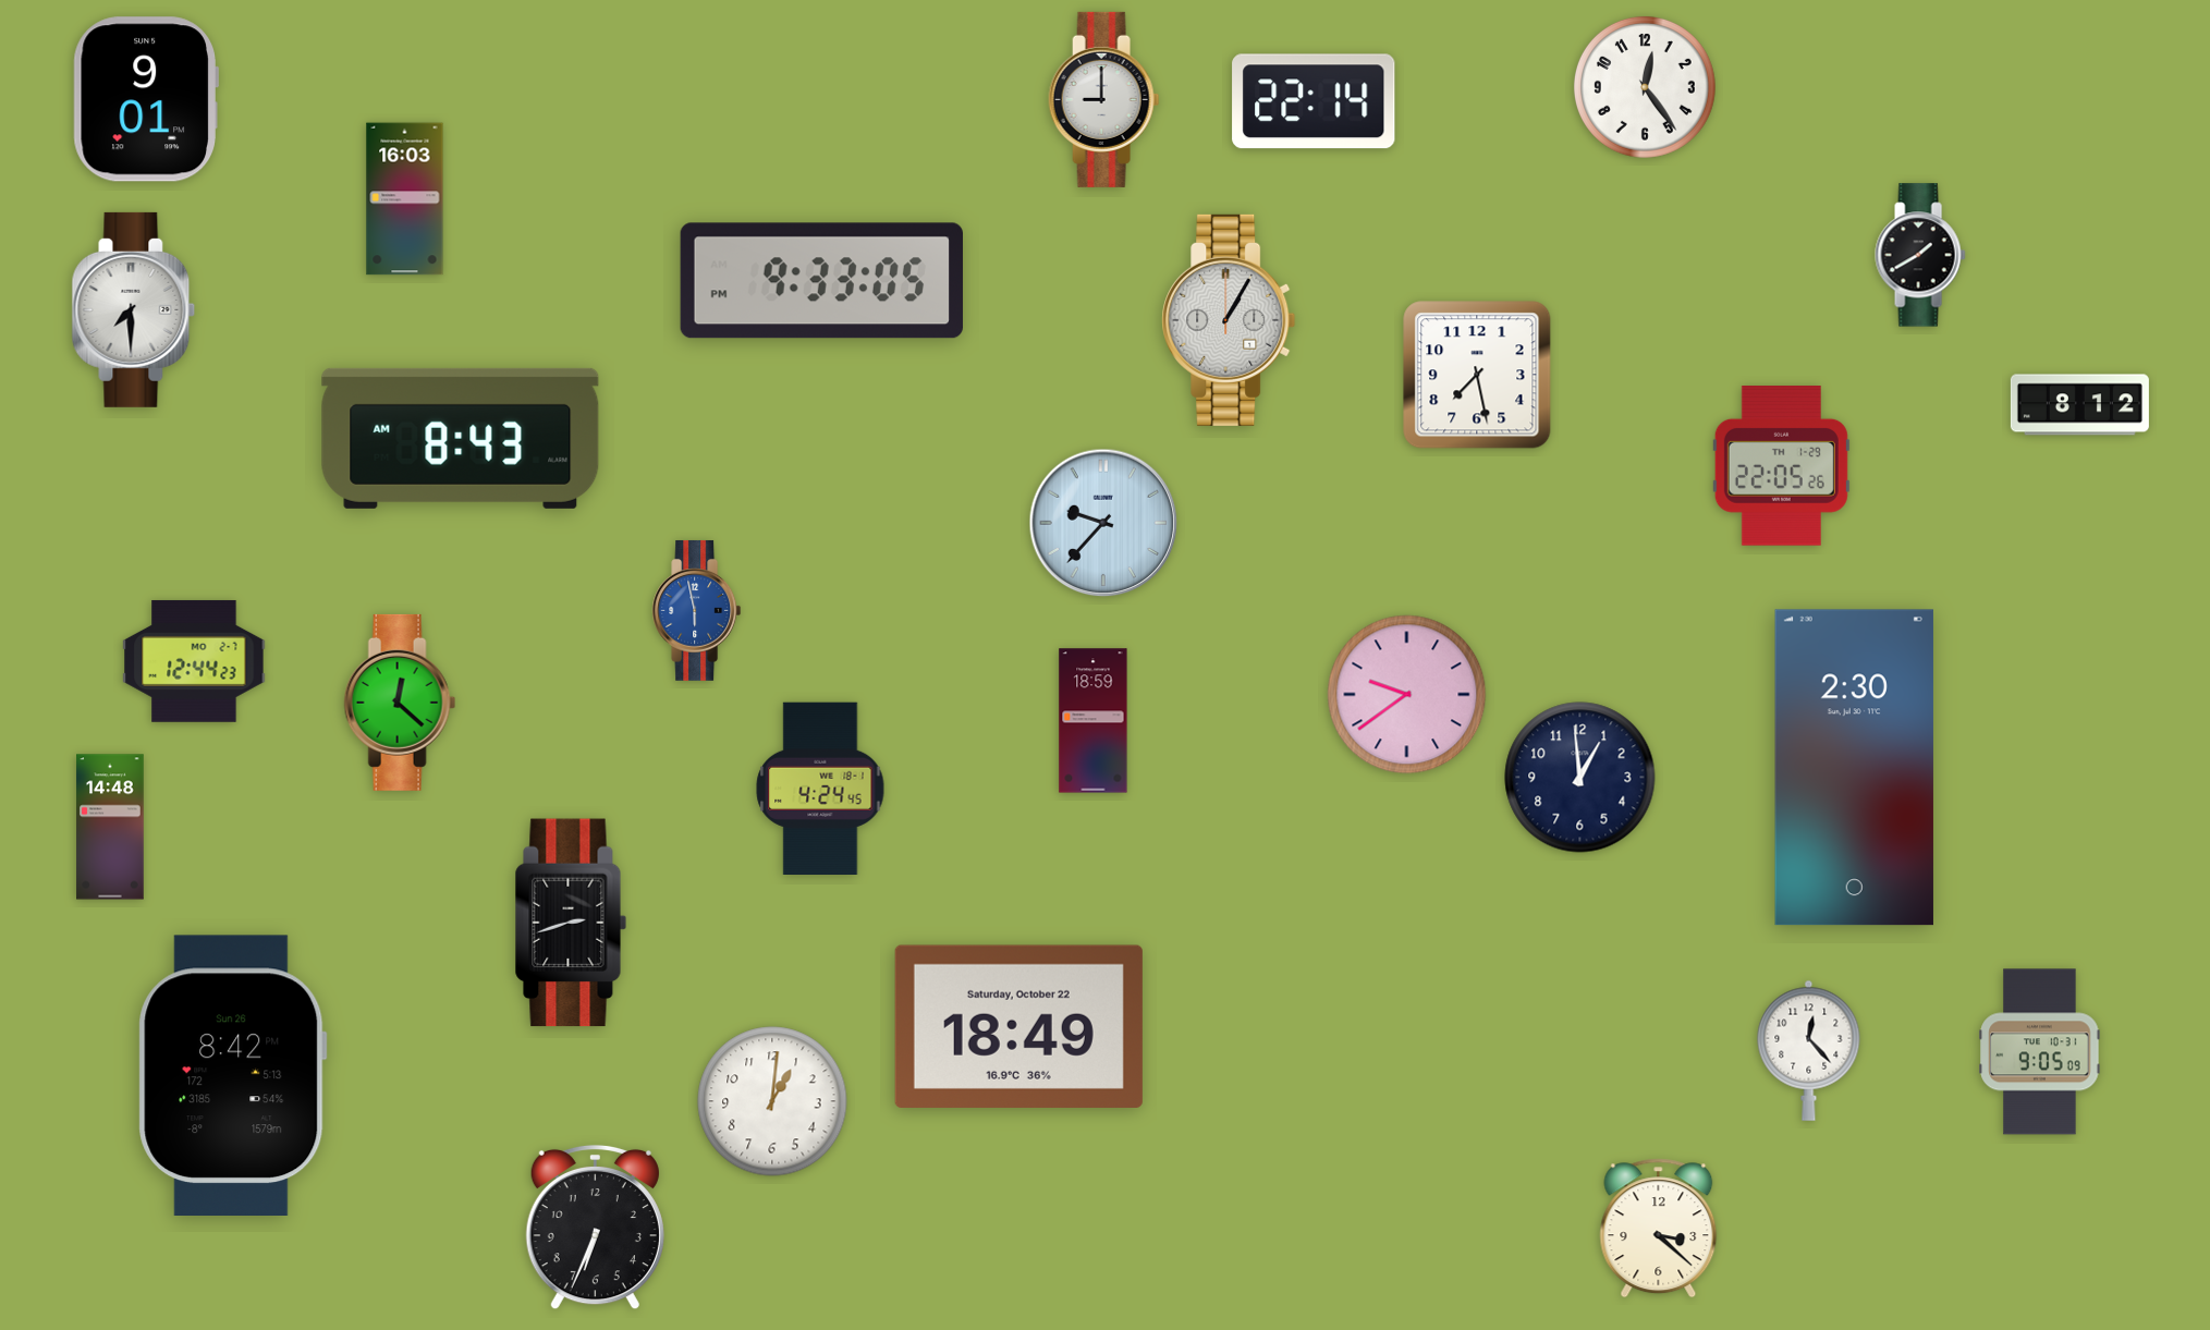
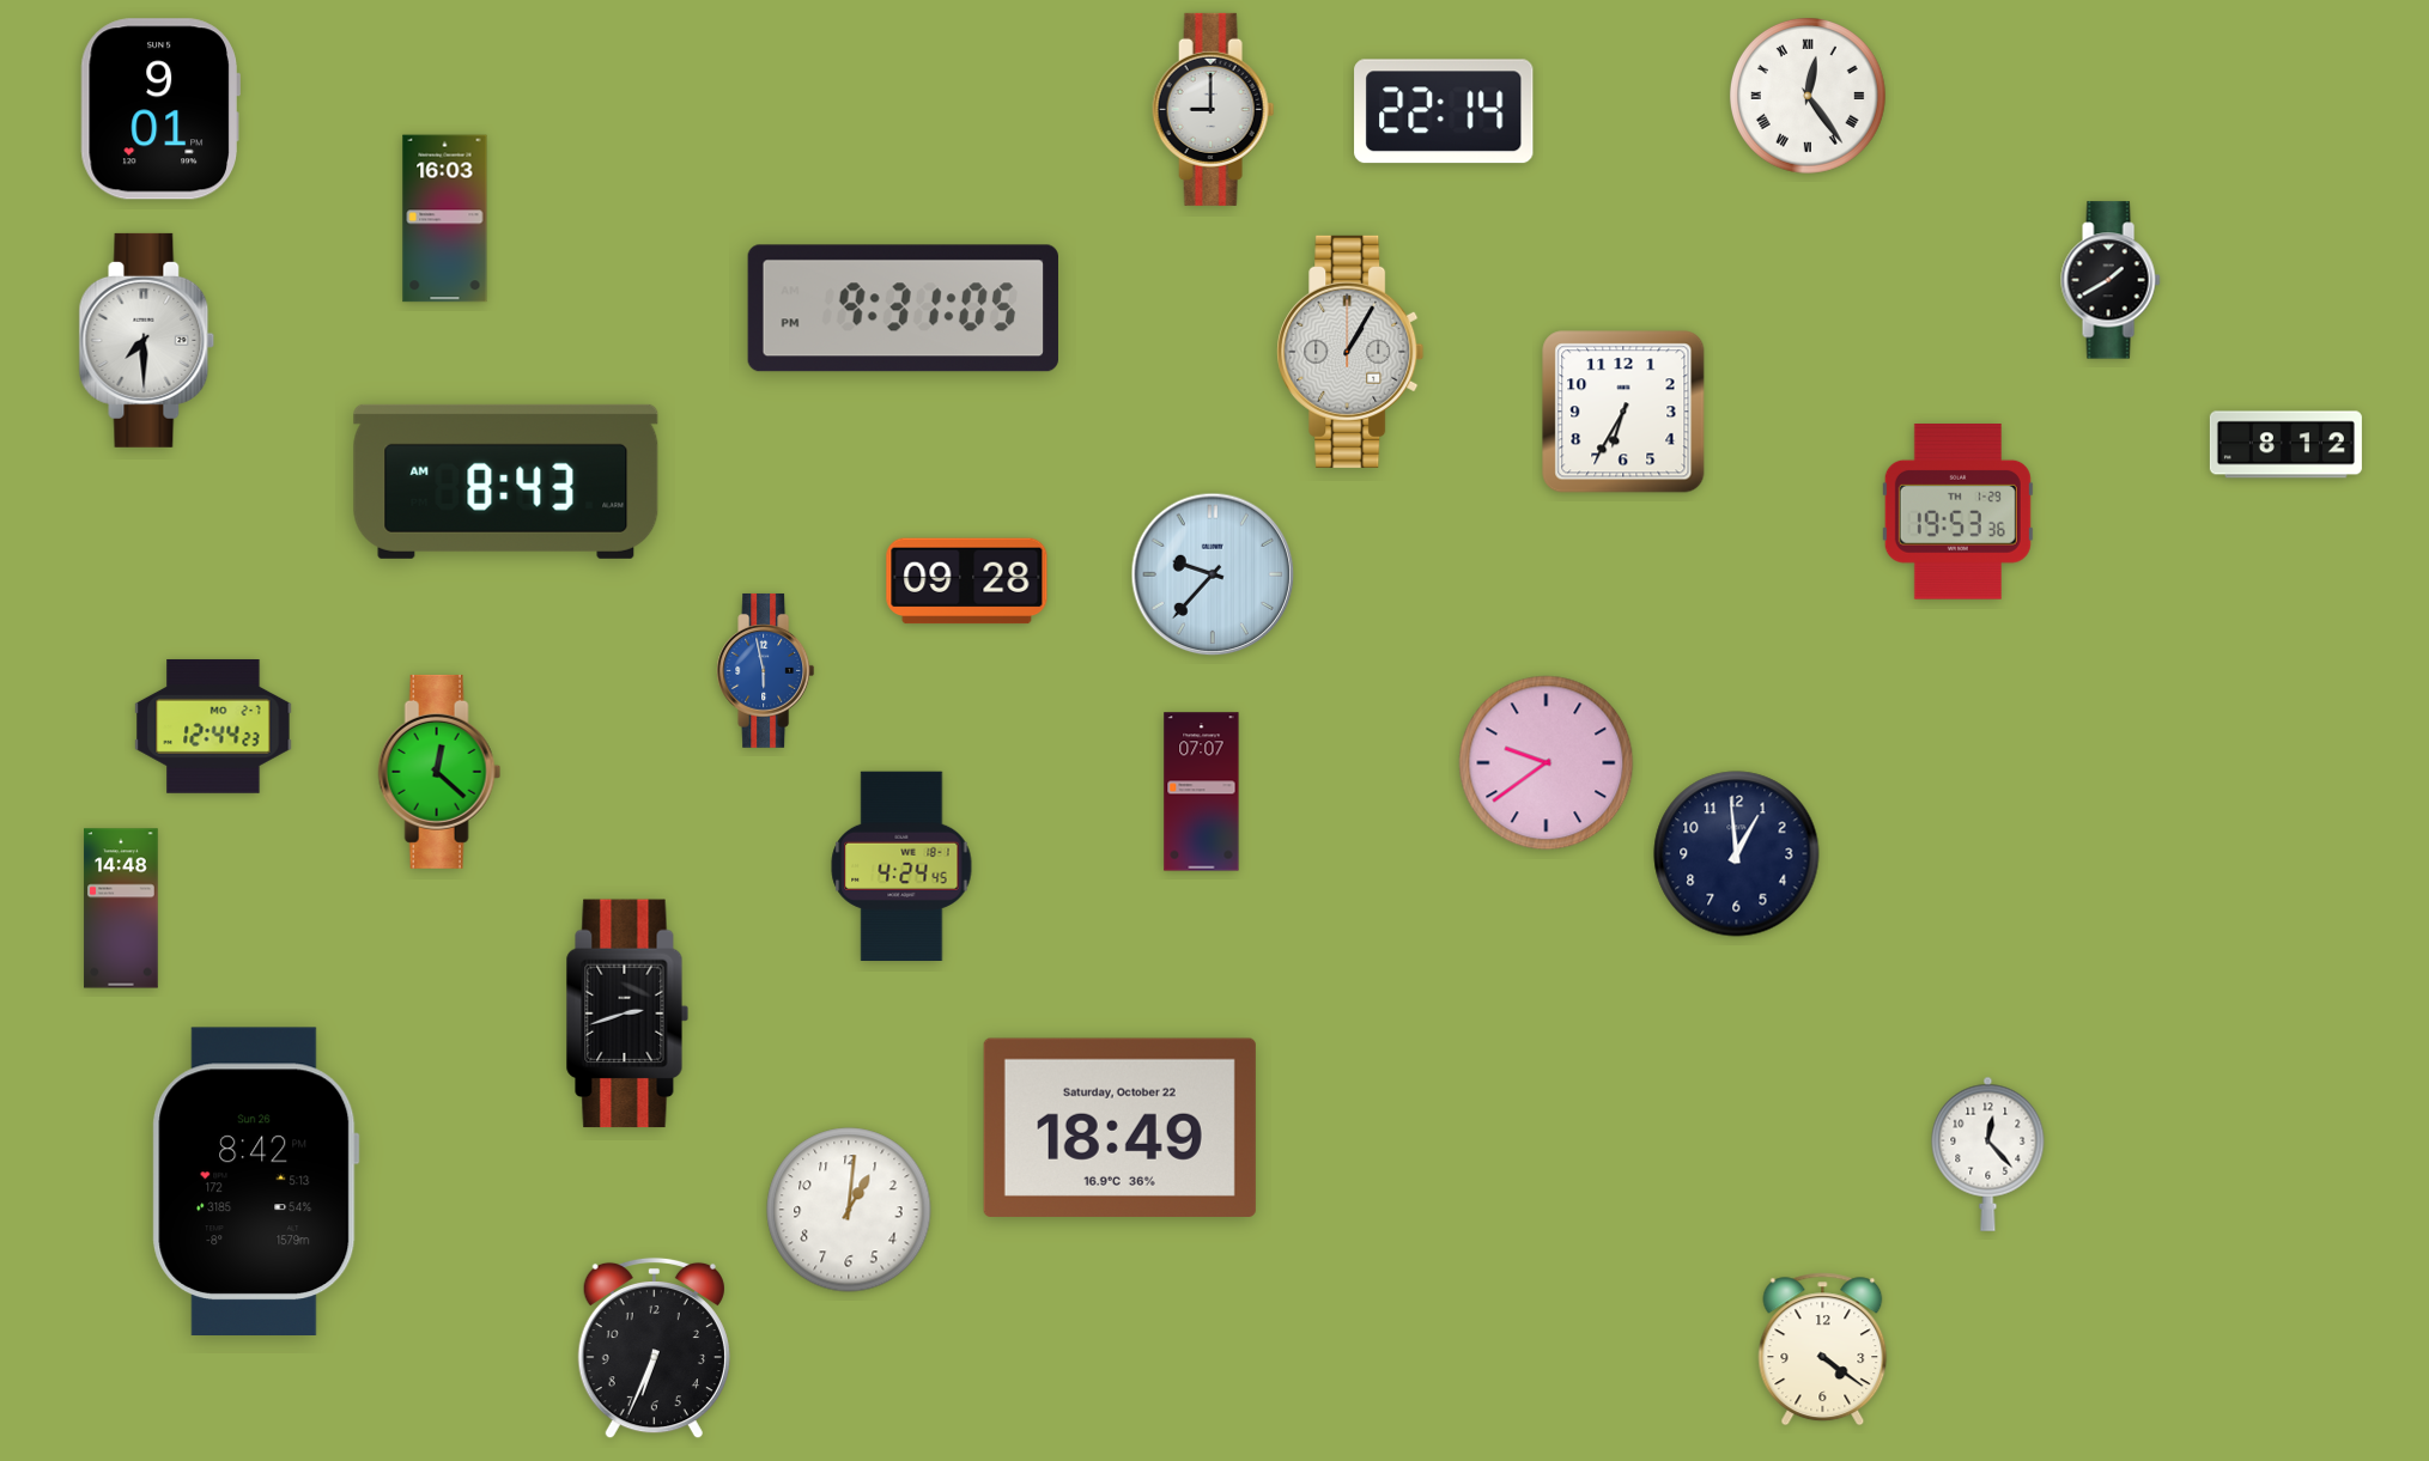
clock at (1645, 87) numerals: Arabic -> Roman
clock at (821, 281): 9:33 -> 9:31
clock at (1477, 375): 7:28 -> 6:35
clock at (1781, 466): 22:05 -> 19:53
clock at (967, 582): none -> 09:28
clock at (1094, 721): 18:59 -> 07:07
clock at (1854, 768): 2:30 -> none
clock at (2040, 1052): 9:05 -> none
clock at (1659, 1229): 3:22 -> 4:21
